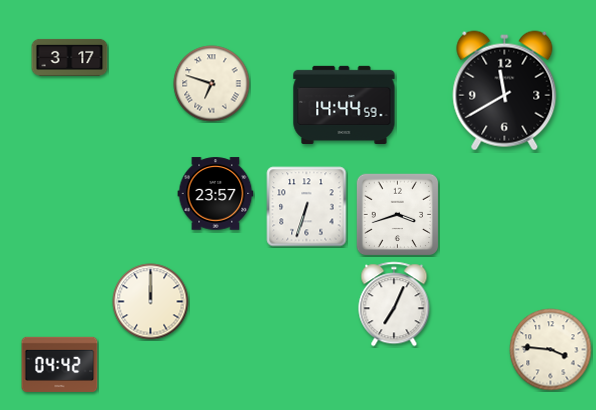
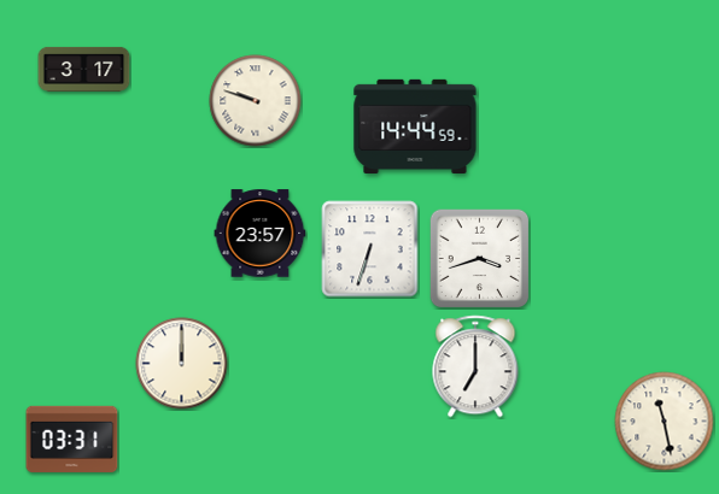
clock at (212, 84): 6:48 -> 9:48
clock at (505, 91): 11:40 -> none
clock at (394, 304): 7:04 -> 7:00
clock at (551, 350): 3:46 -> 11:28
clock at (60, 364): 04:42 -> 03:31
